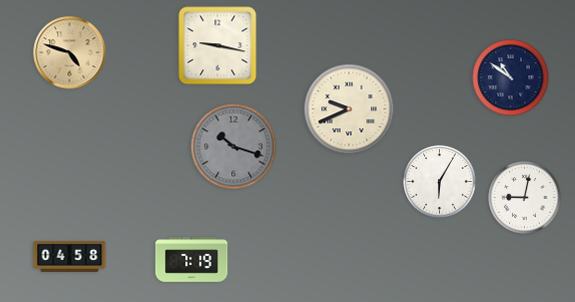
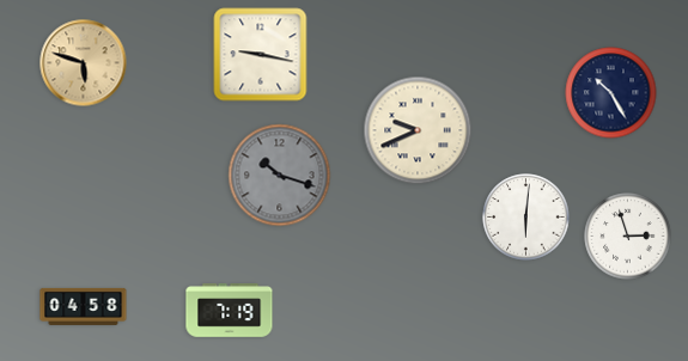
clock at (70, 53): 4:48 -> 5:48
clock at (511, 78): 10:51 -> 10:25
clock at (440, 182): 6:05 -> 6:01
clock at (525, 198): 9:02 -> 2:57
